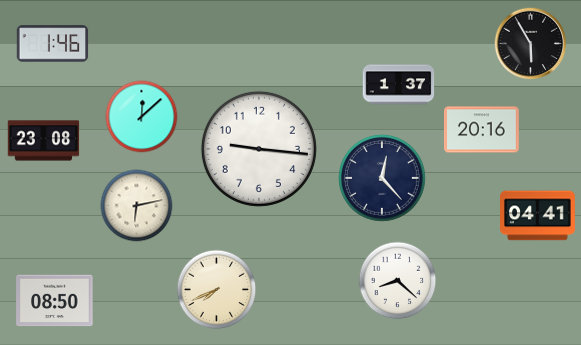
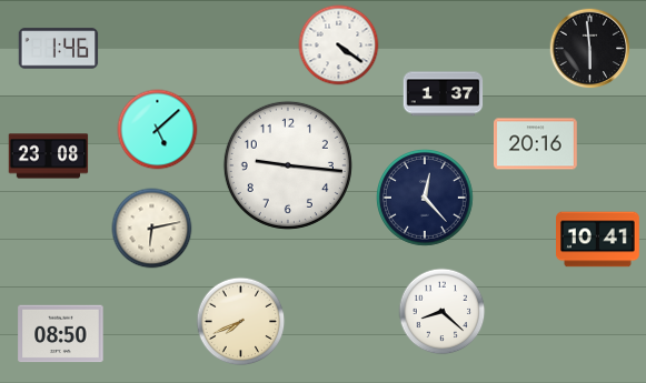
clock at (339, 46): none -> 4:21
clock at (531, 44): 5:55 -> 5:59
clock at (142, 117): 12:08 -> 5:08
clock at (538, 216): 04:41 -> 10:41
